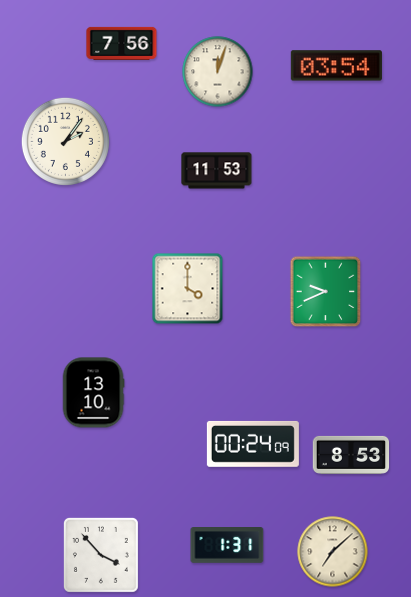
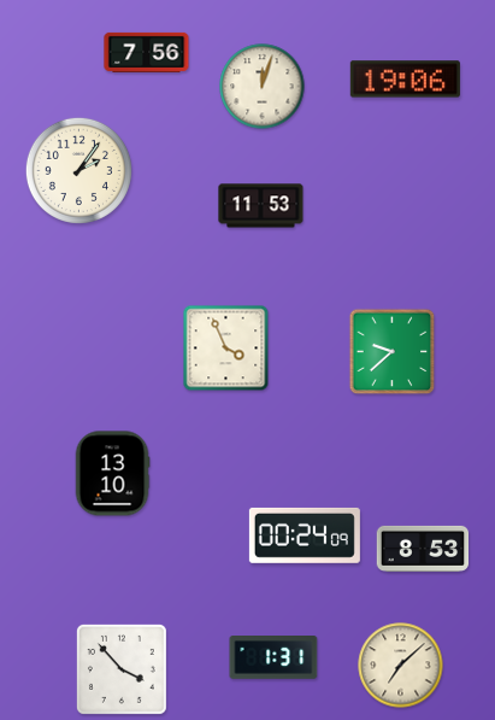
clock at (336, 66): 03:54 -> 19:06
clock at (188, 289): 4:00 -> 3:56
clock at (326, 292): 9:41 -> 9:38
